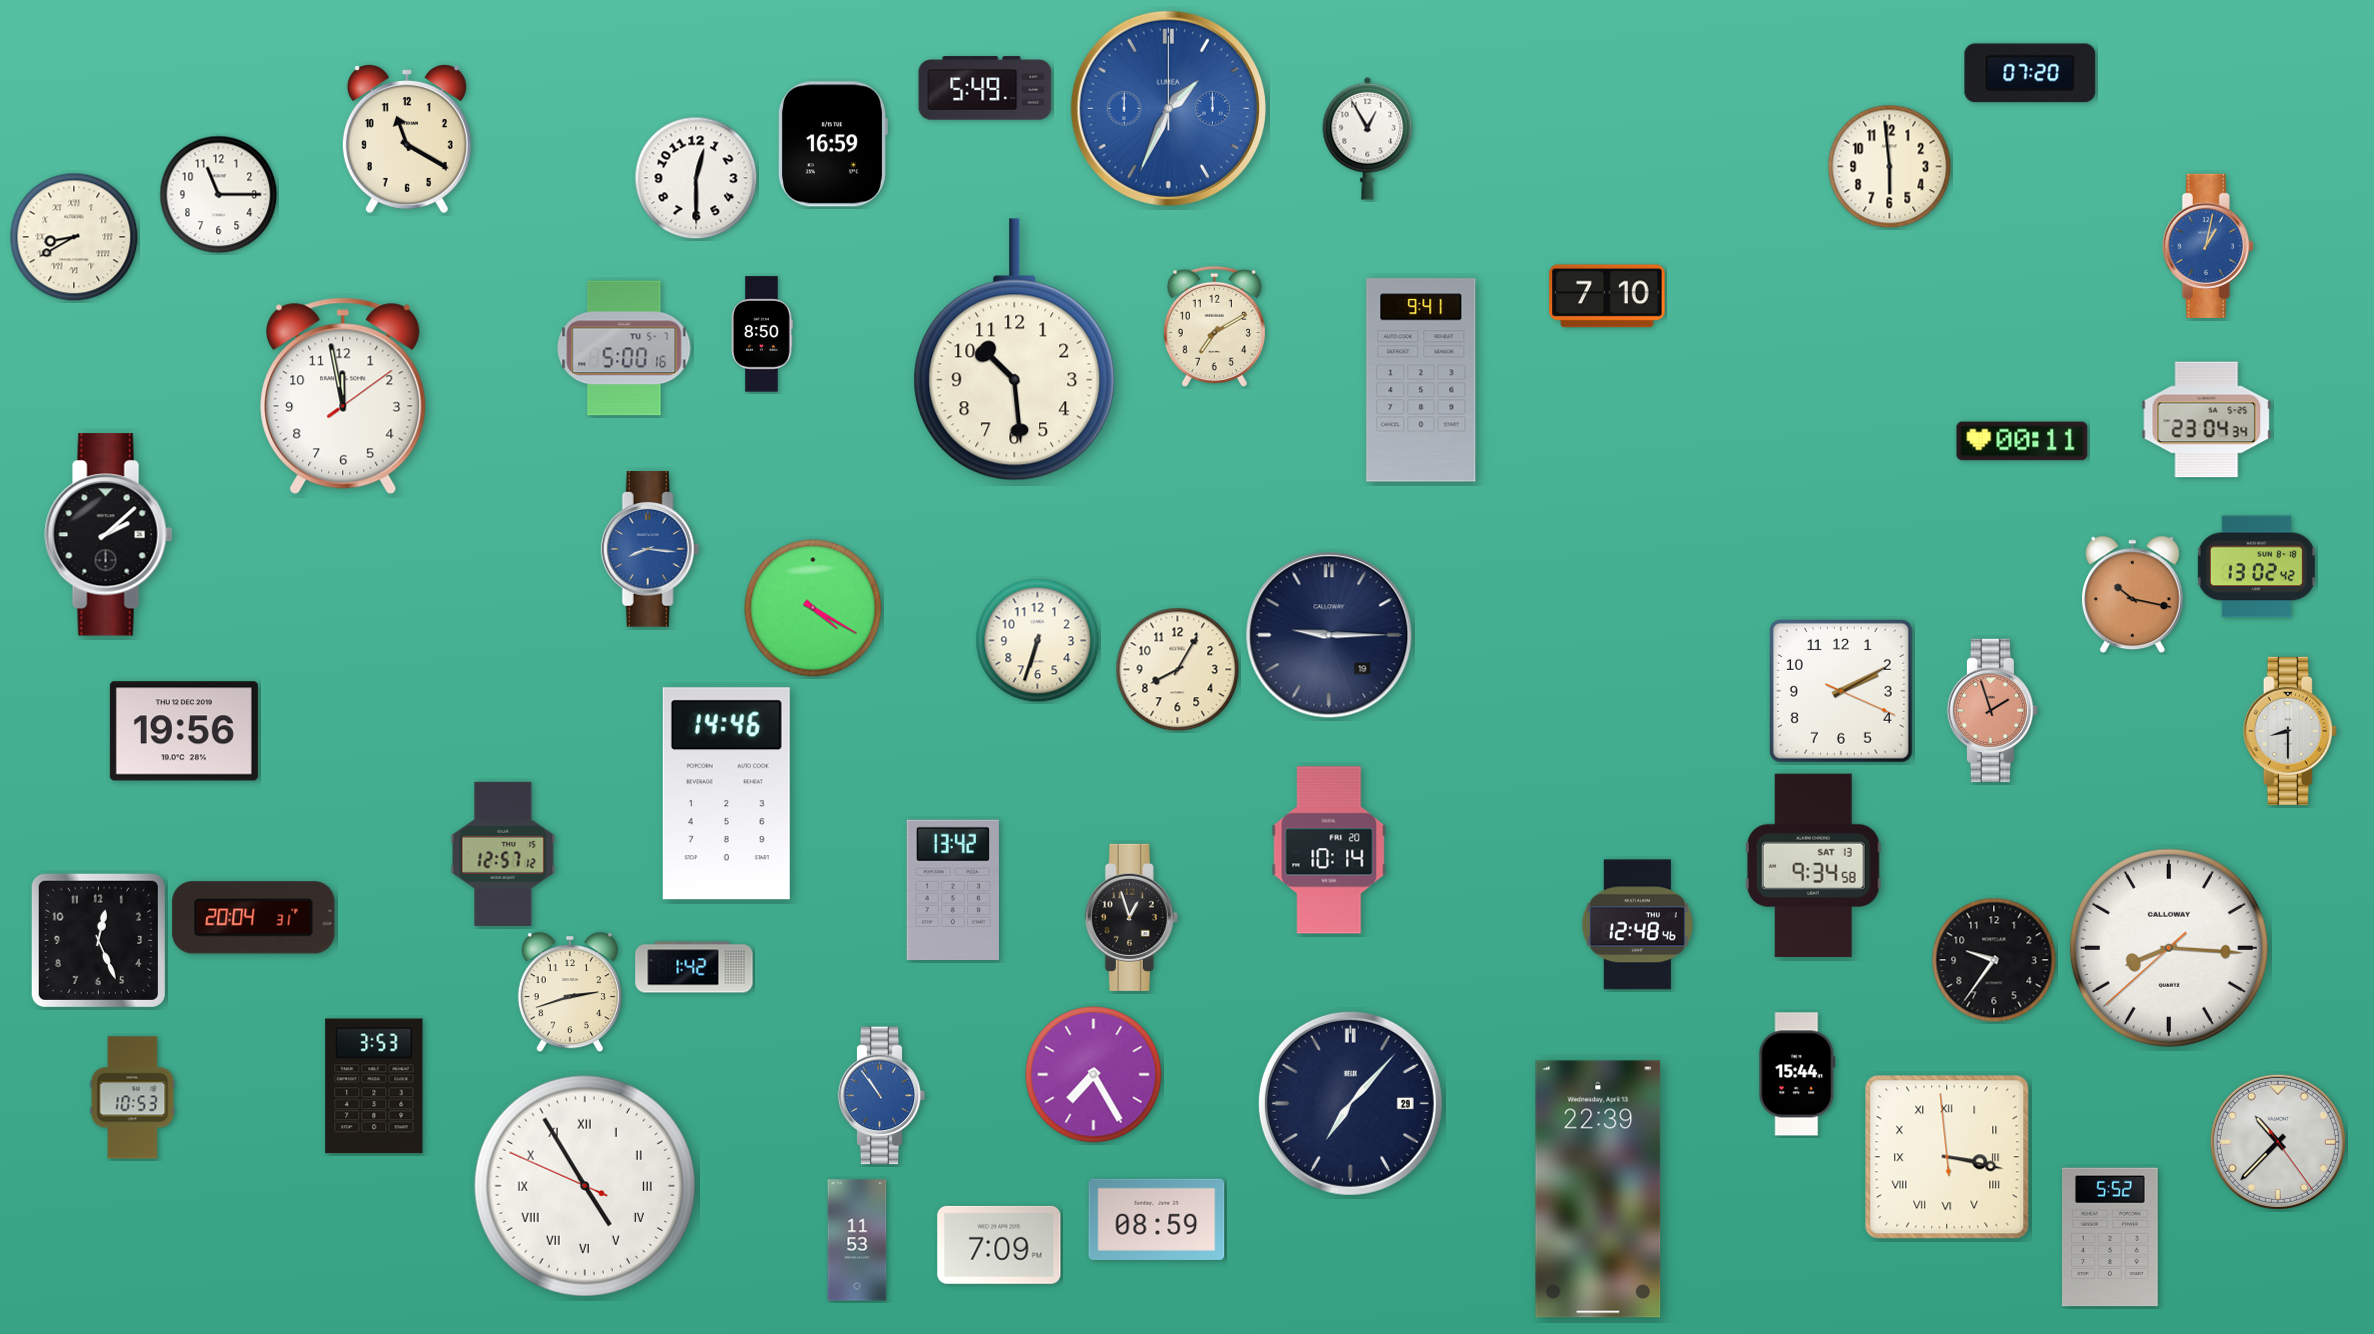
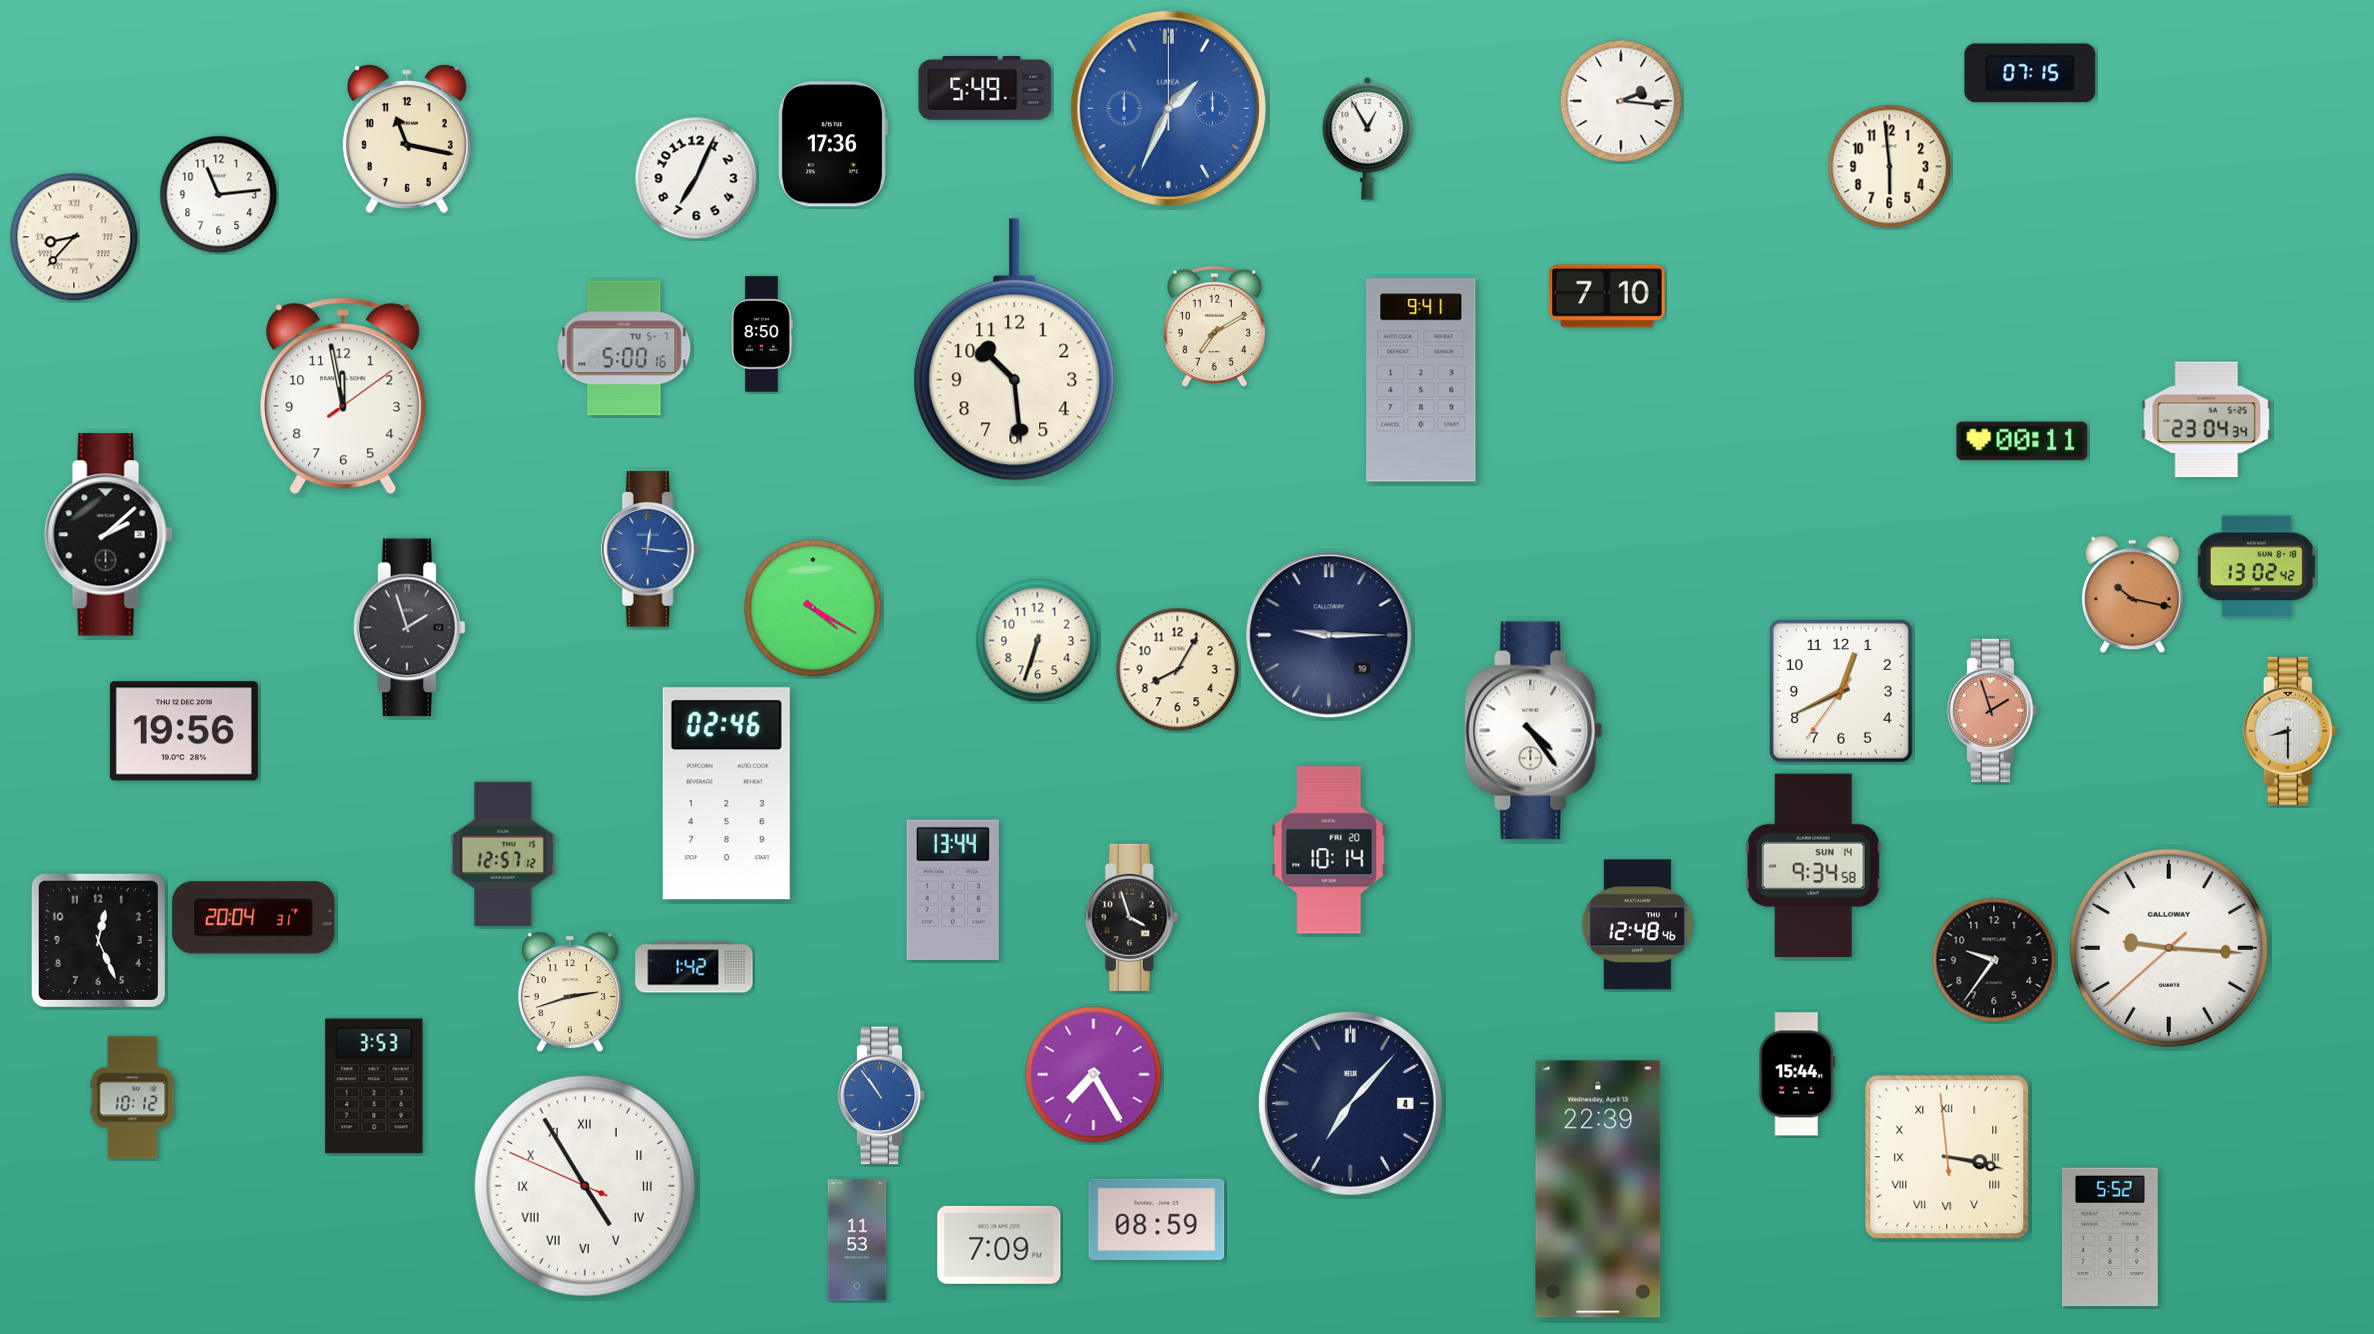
clock at (2030, 73): 07:20 -> 07:15
clock at (1621, 101): none -> 2:16
clock at (407, 139): 11:20 -> 11:17
clock at (832, 144): 16:59 -> 17:36
clock at (696, 178): 12:30 -> 7:04
clock at (219, 195): 11:15 -> 11:14
clock at (74, 237): 8:40 -> 8:37
clock at (2208, 246): 1:02 -> none
clock at (650, 549): 8:16 -> 12:16
clock at (410, 628): none -> 1:57
clock at (1841, 691): 2:10 -> 12:40
clock at (1534, 731): none -> 4:24
clock at (726, 794): 14:46 -> 02:46
clock at (1813, 865) date: SAT 13 -> SUN 14
clock at (953, 889): 13:42 -> 13:44
clock at (1131, 917): 12:57 -> 3:57
clock at (2169, 948): 8:15 -> 9:15
clock at (133, 1098): 10:53 -> 10:12
clock at (1350, 1103) date: 29 -> 4
clock at (2278, 1142): 10:37 -> none
